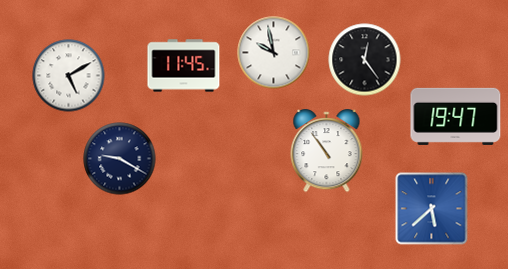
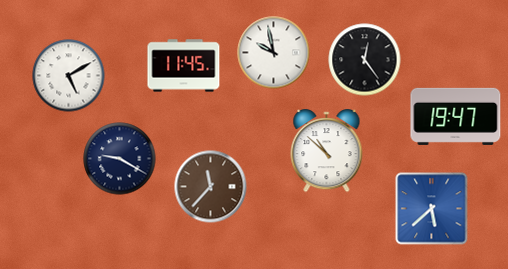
clock at (327, 152): 10:54 -> 10:52
clock at (211, 187): none -> 11:37
